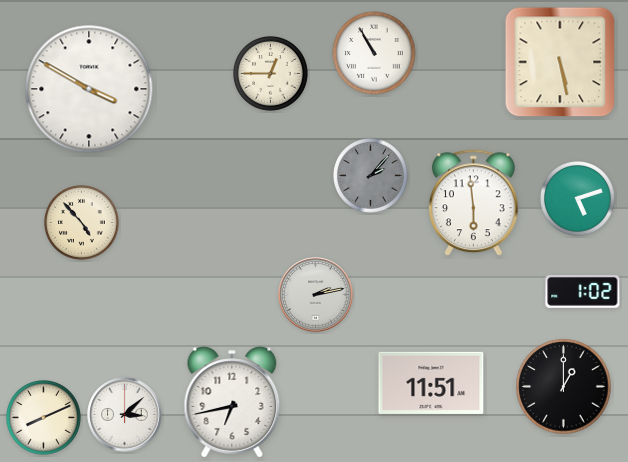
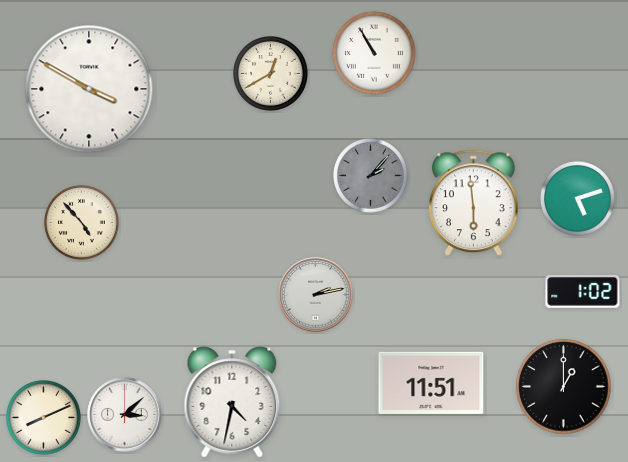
clock at (560, 62): 5:28 -> none
clock at (271, 74): 12:45 -> 12:40
clock at (232, 402): 6:43 -> 4:32
